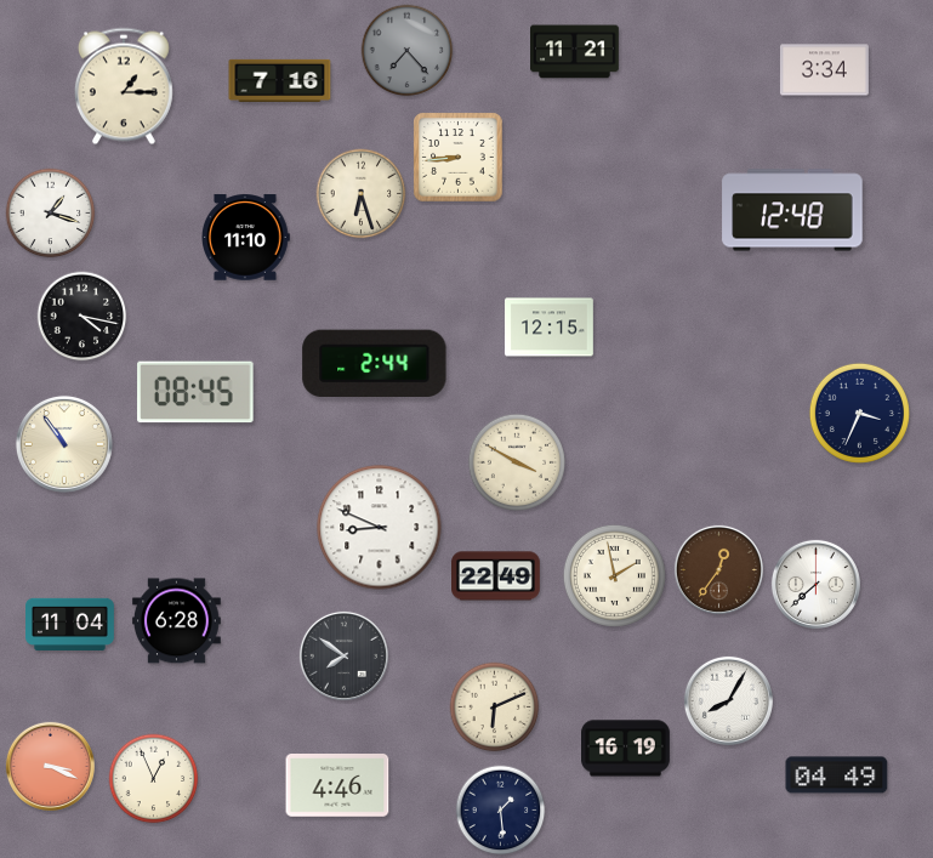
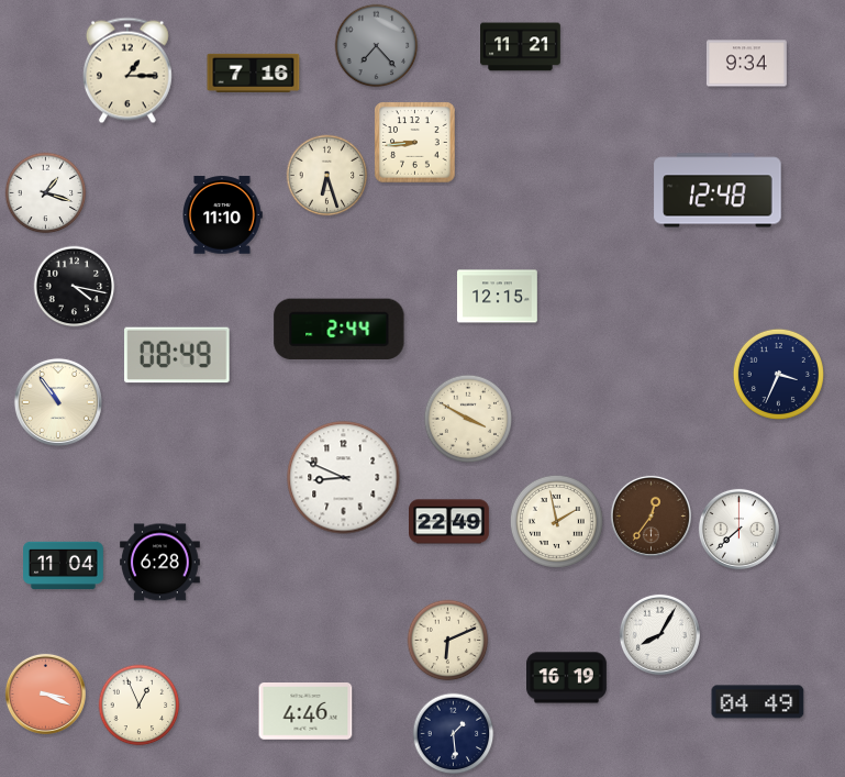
clock at (408, 51) position: (408, 51) -> (377, 46)
clock at (825, 70): 3:34 -> 9:34
clock at (124, 86) position: (124, 86) -> (127, 70)
clock at (195, 392): 08:45 -> 08:49
clock at (343, 655): 7:51 -> none
